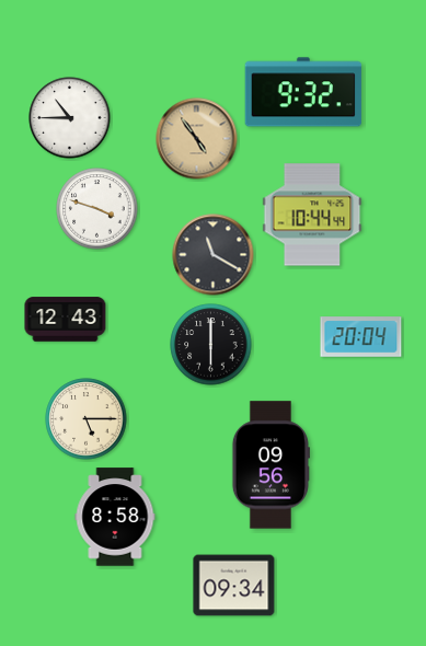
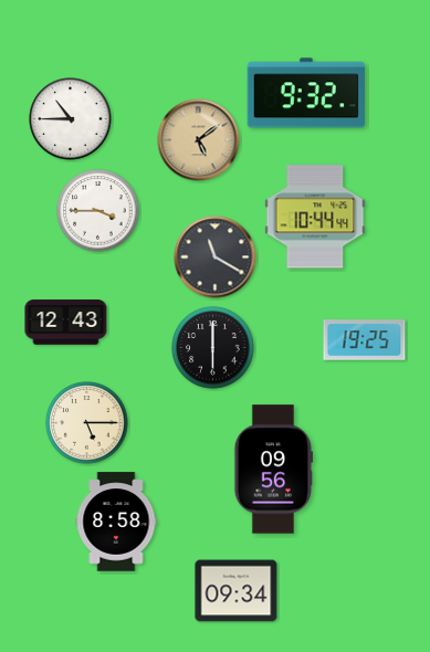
clock at (197, 139): 4:54 -> 5:09
clock at (97, 209): 3:48 -> 3:45
clock at (361, 337): 20:04 -> 19:25
